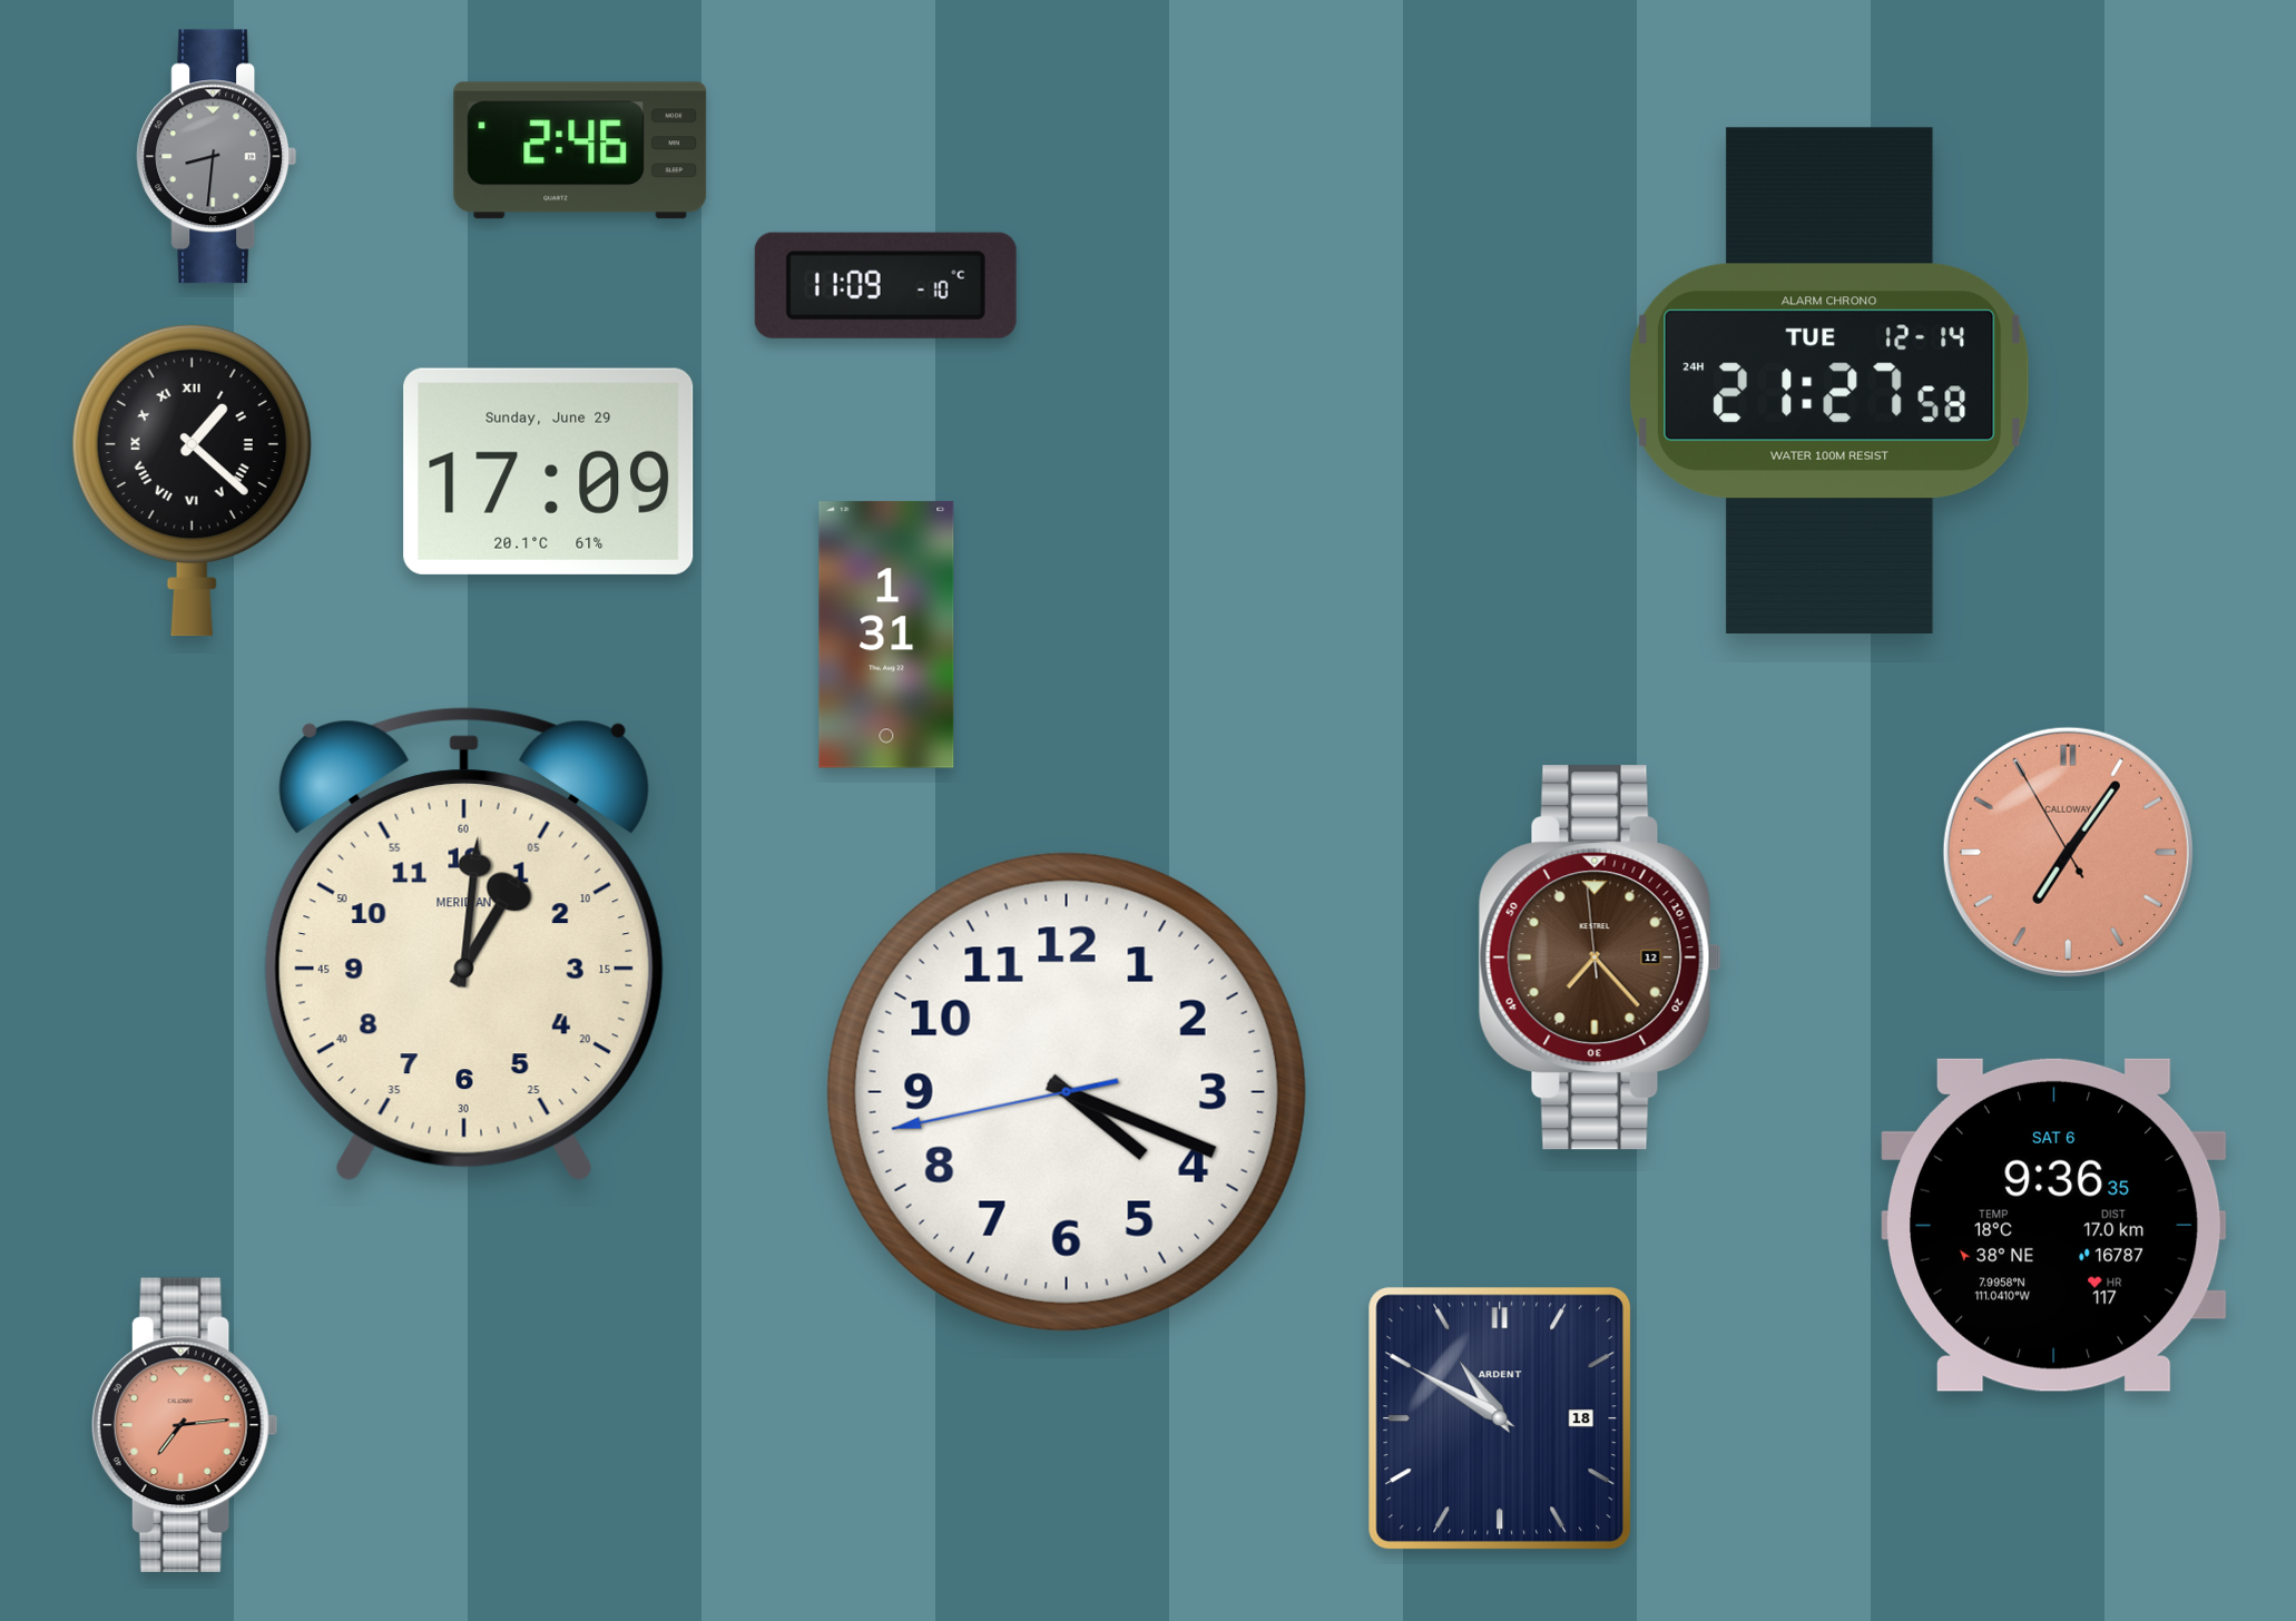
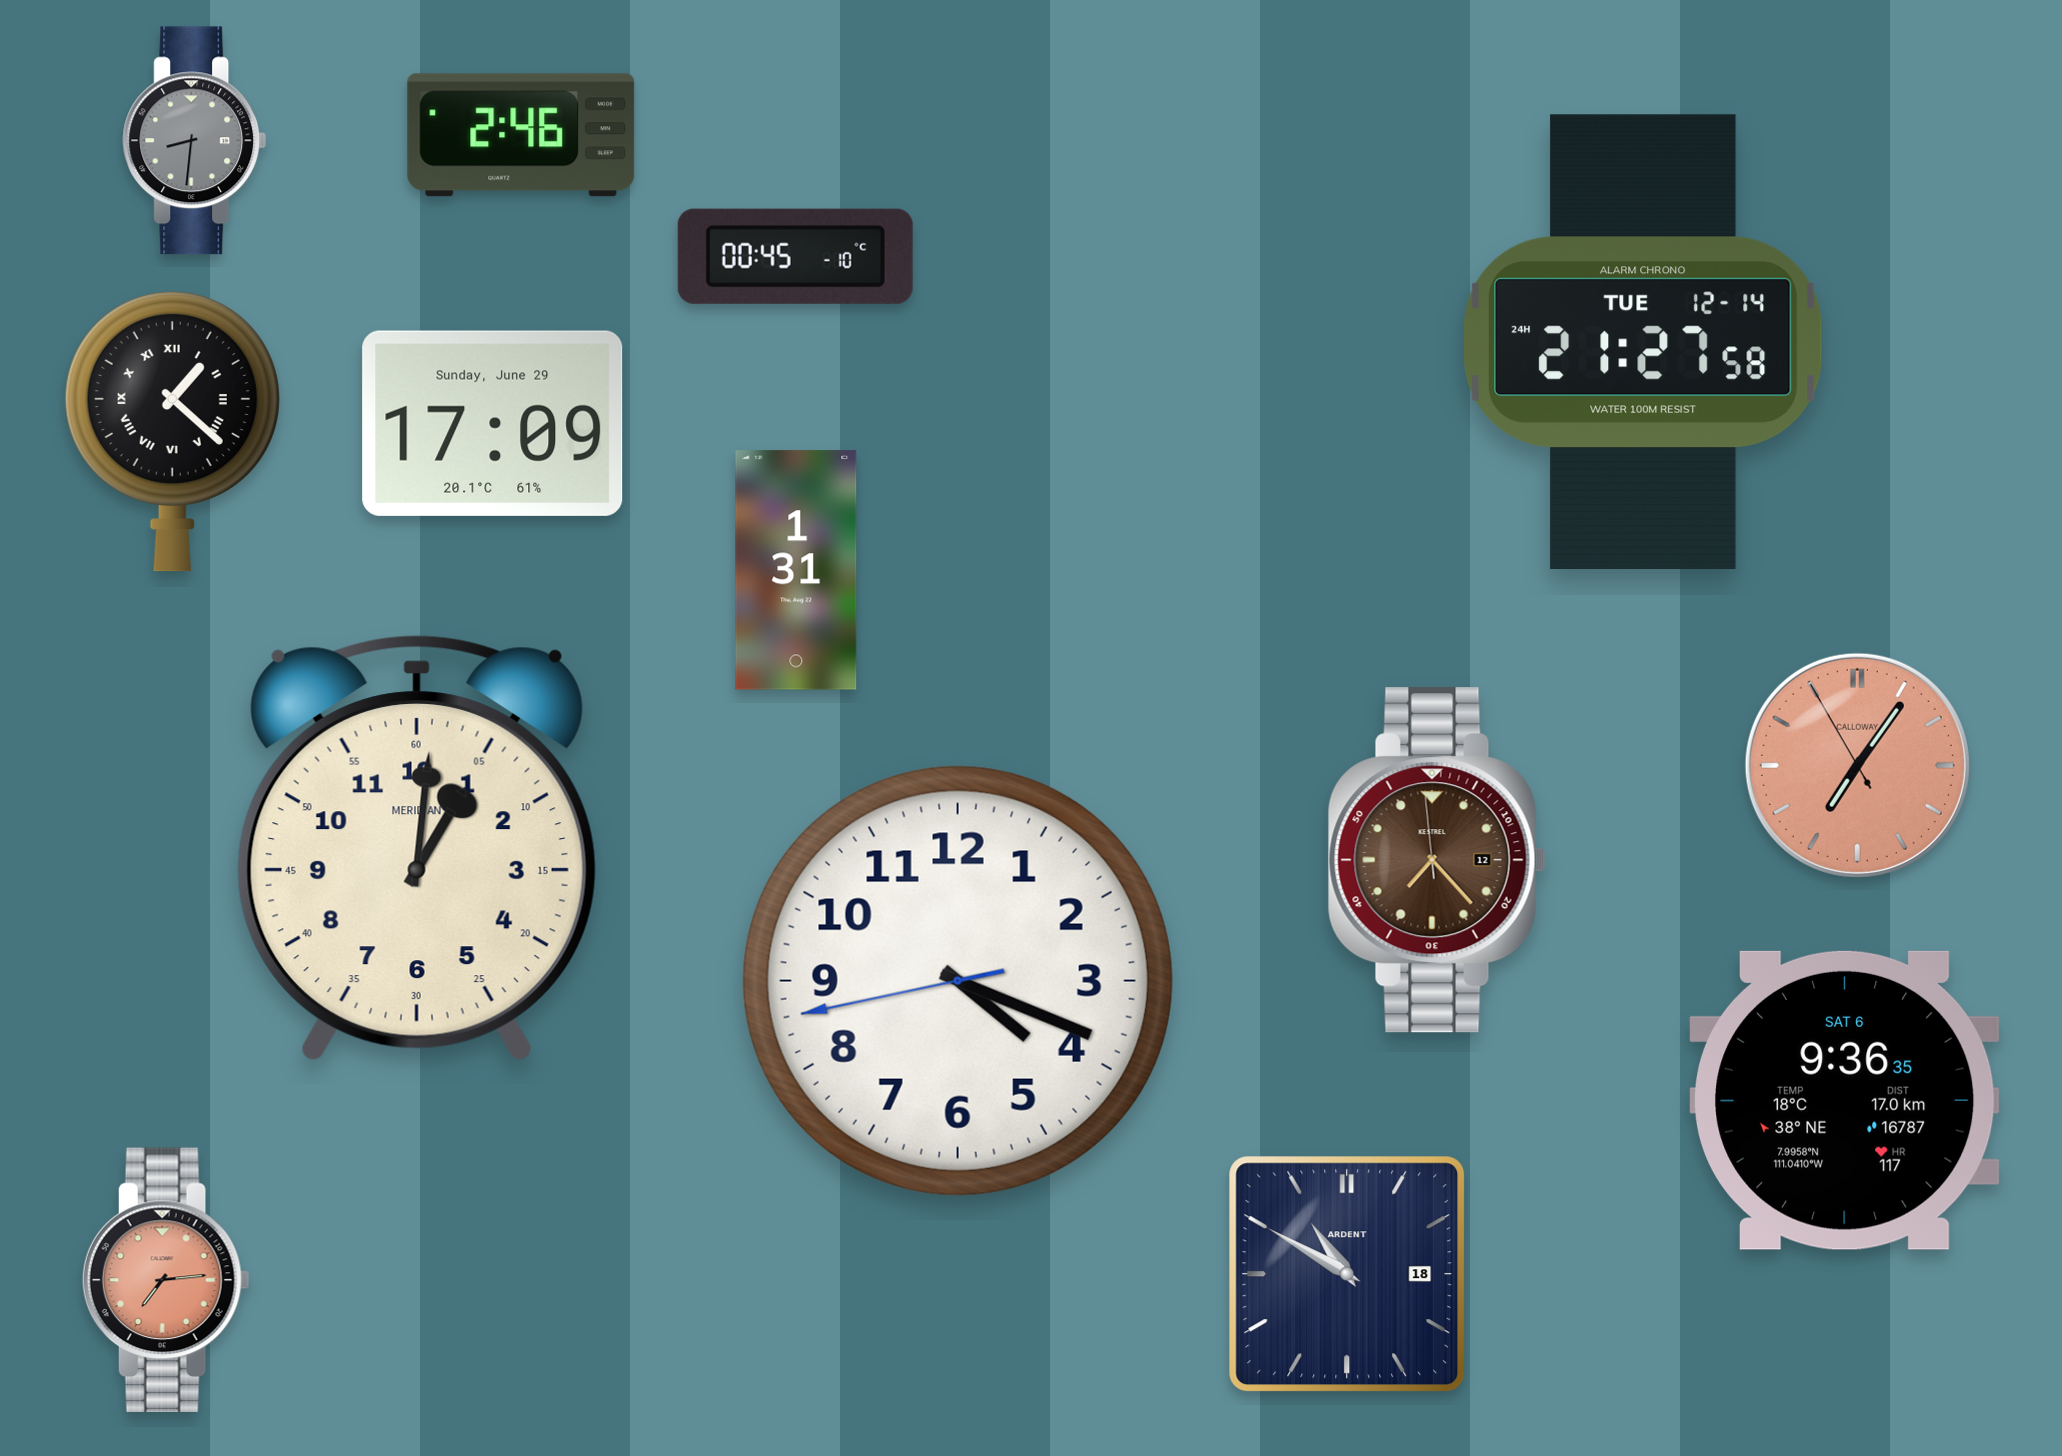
clock at (885, 285): 11:09 -> 00:45
